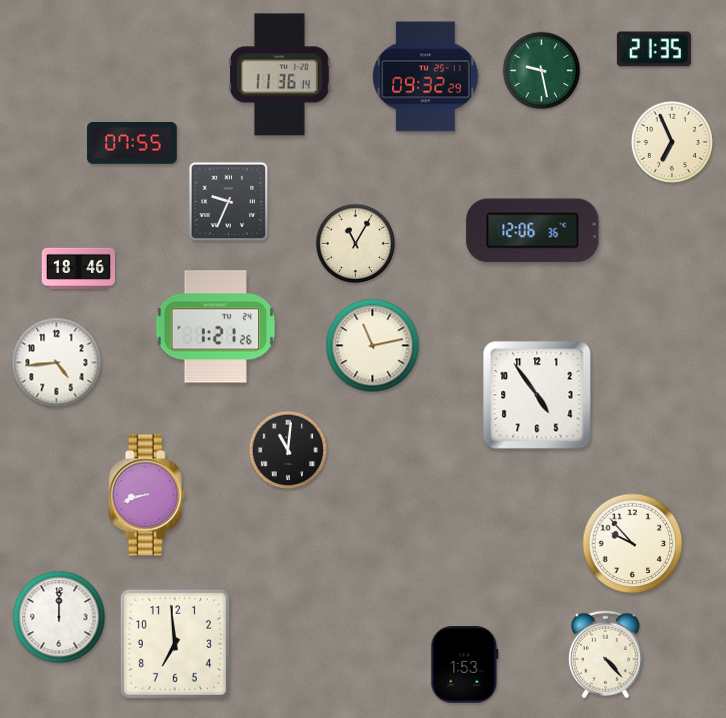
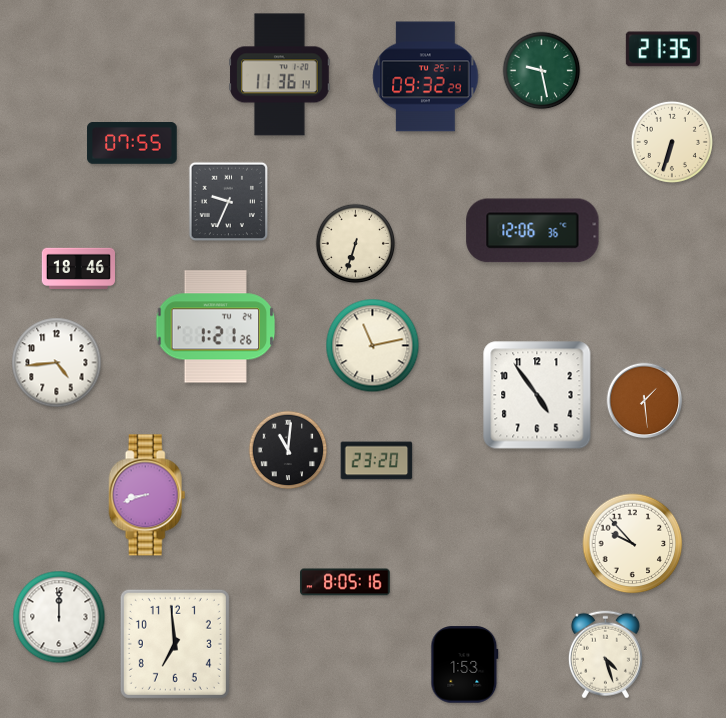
clock at (654, 49) position: (654, 49) -> (663, 49)
clock at (672, 142): 6:56 -> 6:33
clock at (356, 244): 11:05 -> 6:33
clock at (645, 401): none -> 1:29
clock at (377, 461): none -> 23:20
clock at (345, 582): none -> 8:05
clock at (605, 655): 4:23 -> 4:27
